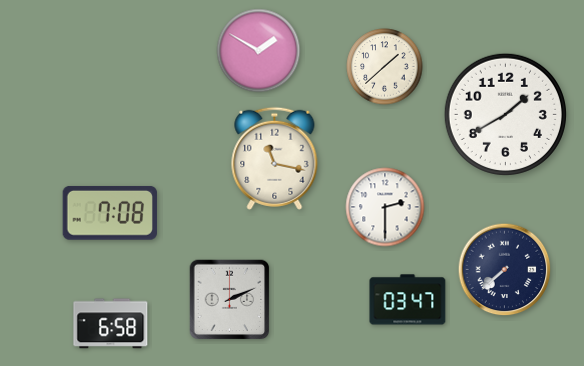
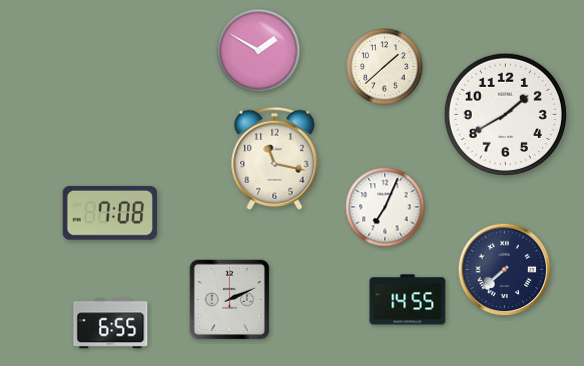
clock at (385, 207): 2:30 -> 7:04
clock at (408, 300): 03:47 -> 14:55
clock at (111, 324): 6:58 -> 6:55
